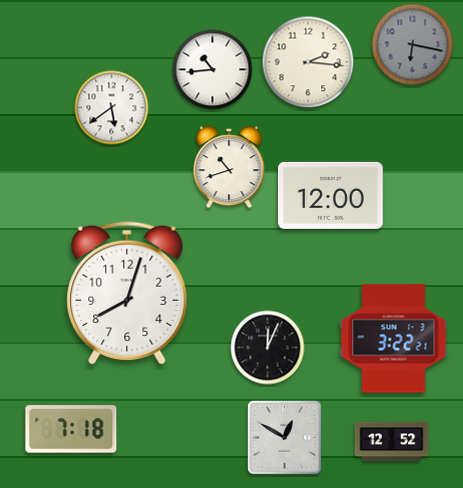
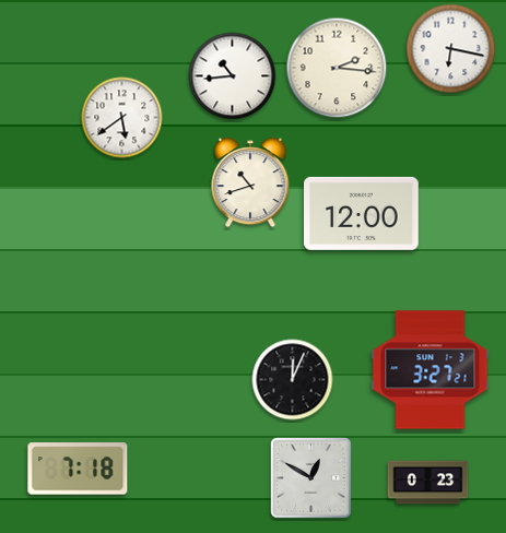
clock at (413, 45) dial: grey -> white
clock at (127, 293): 8:03 -> none
clock at (394, 339): 3:22 -> 3:27
clock at (392, 442): 12:52 -> 0:23
